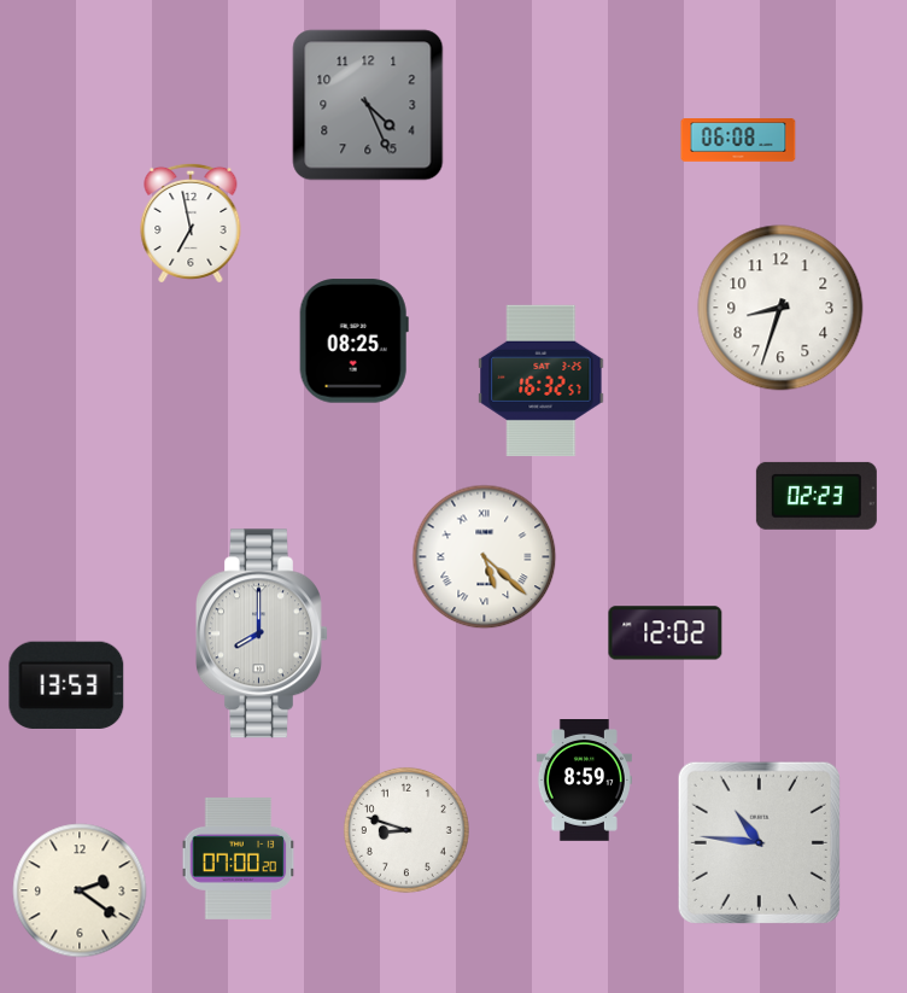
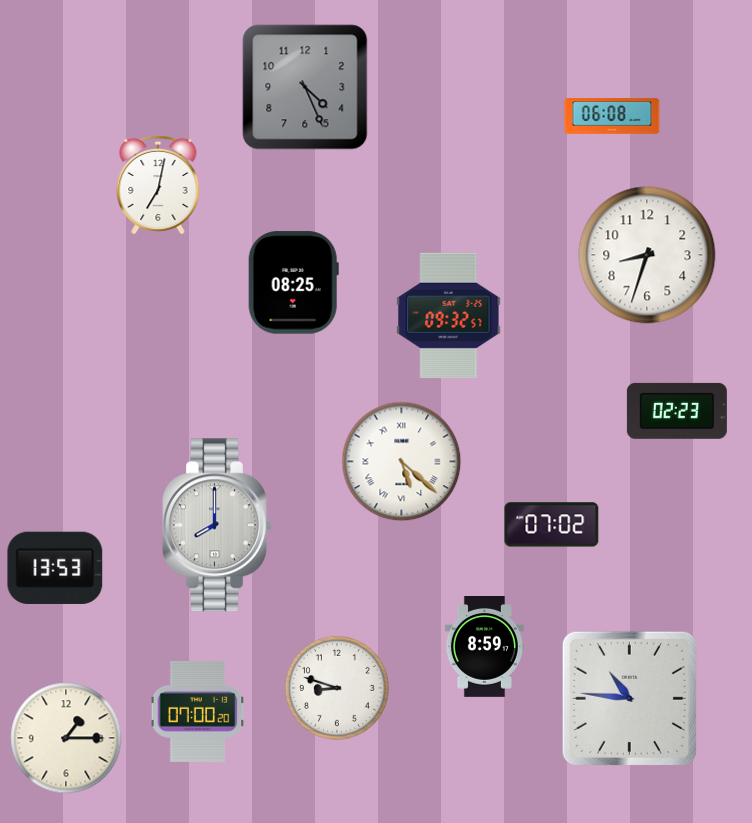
clock at (191, 223): 6:58 -> 7:02
clock at (542, 380): 16:32 -> 09:32
clock at (666, 633): 12:02 -> 07:02
clock at (80, 890): 2:21 -> 1:15
